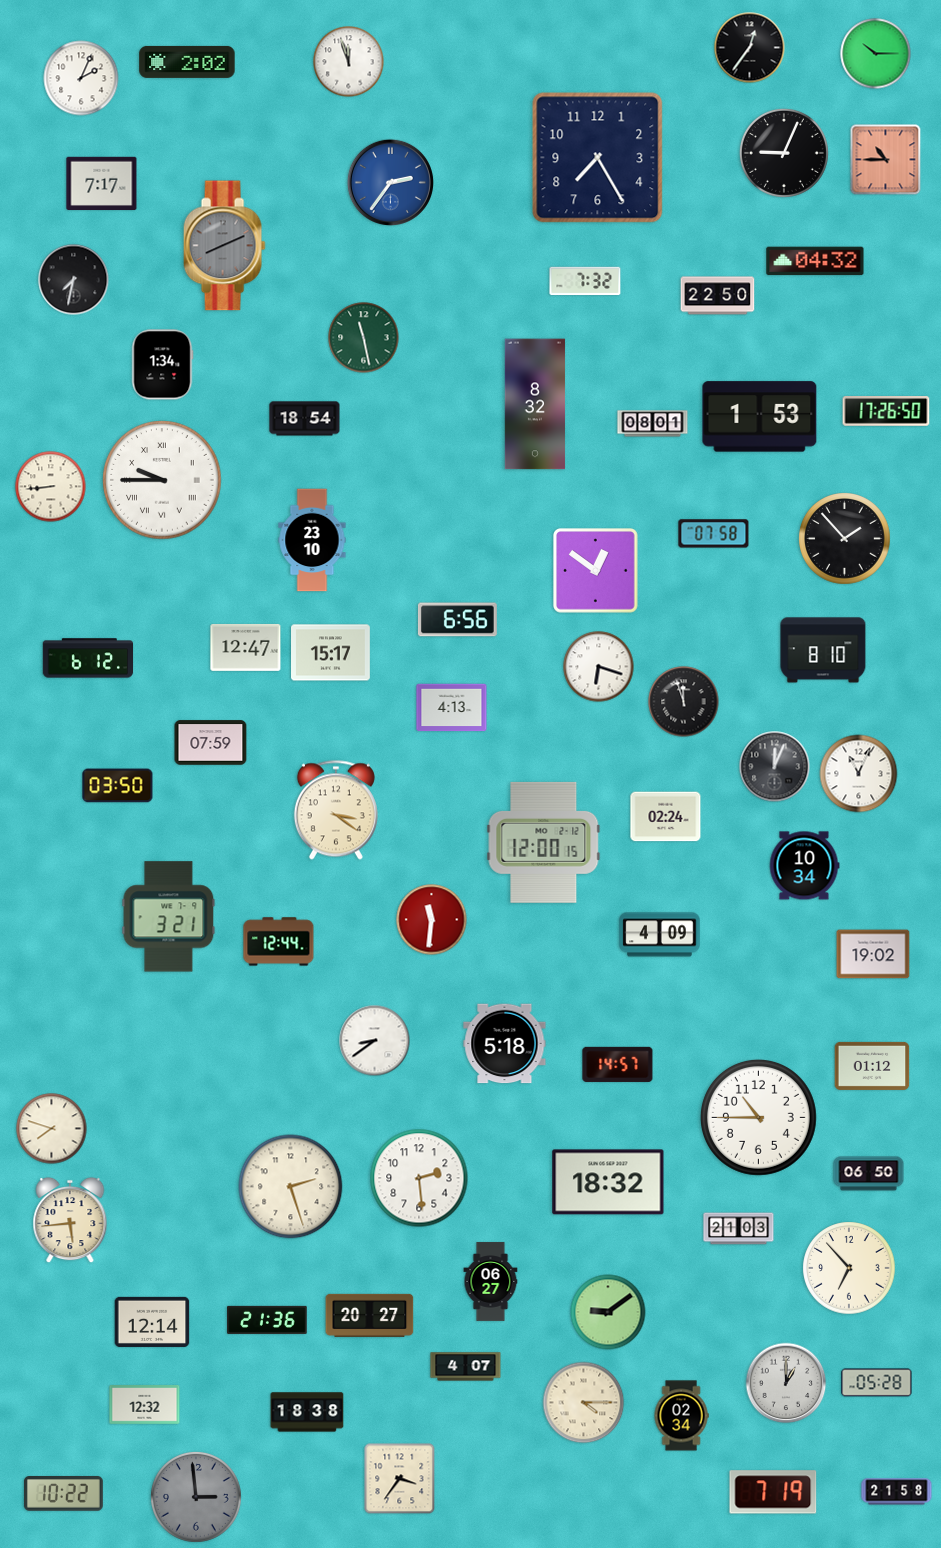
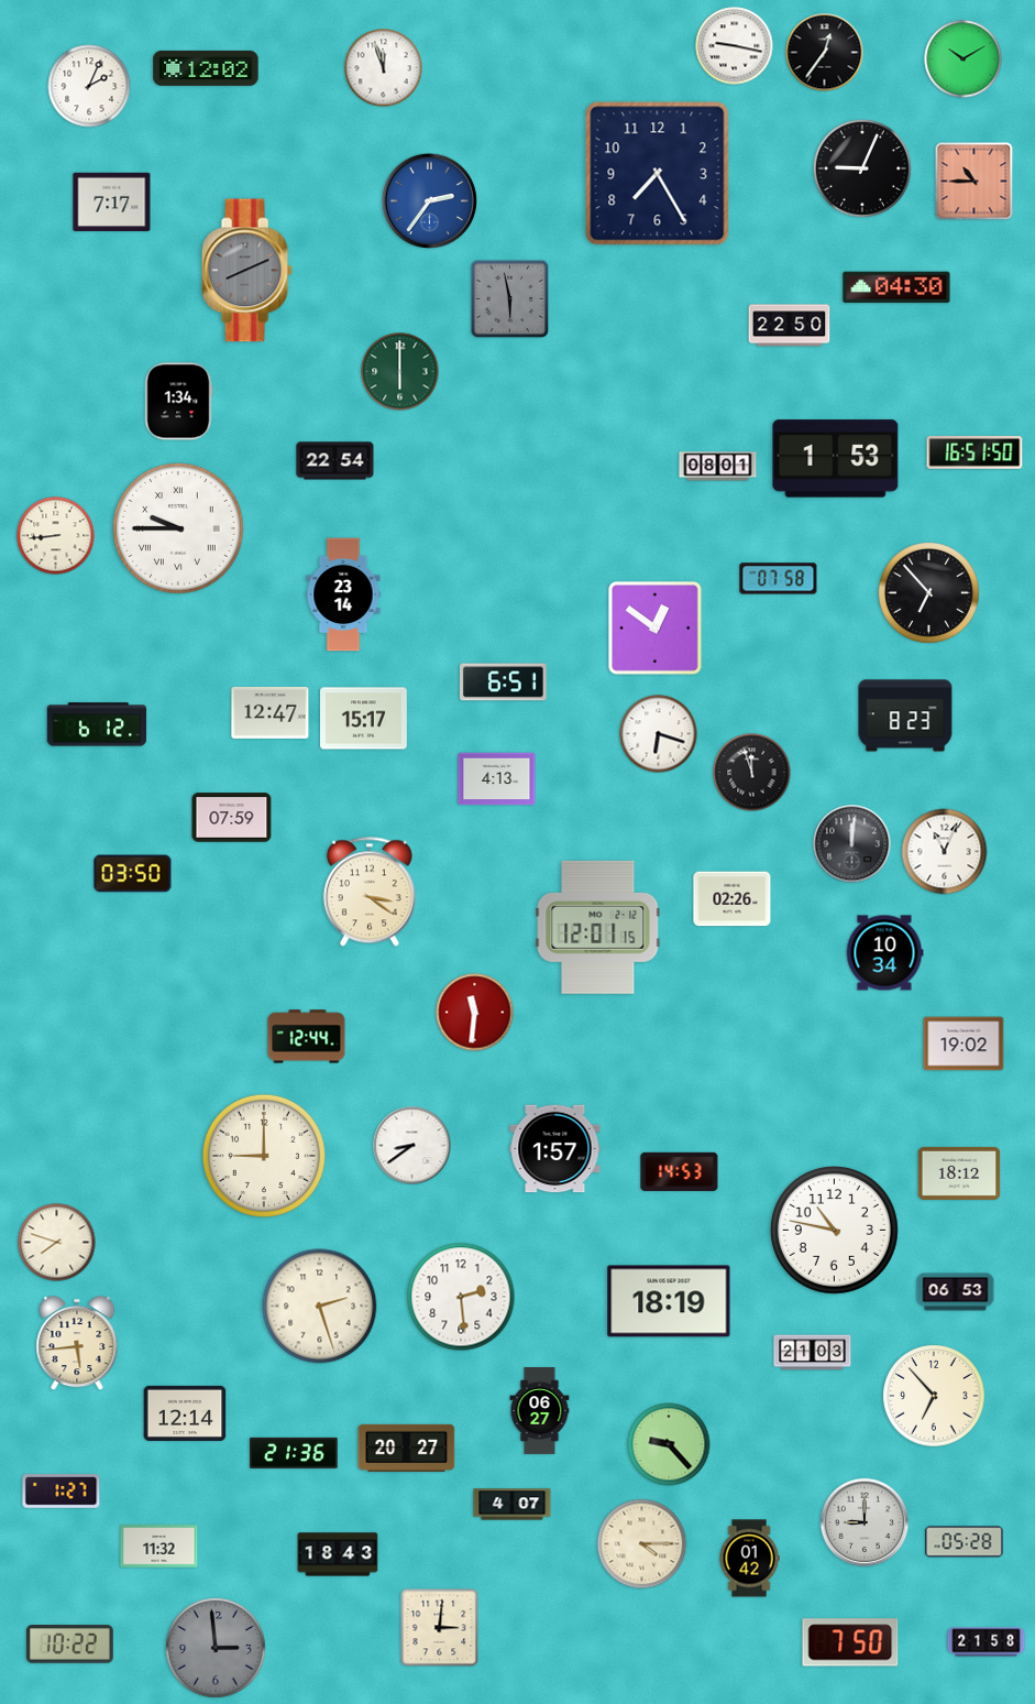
clock at (735, 46): none -> 9:17
clock at (876, 54): 10:15 -> 10:10
clock at (187, 62): 2:02 -> 12:02
clock at (886, 160) position: (886, 160) -> (975, 182)
clock at (815, 261): 04:32 -> 04:30
clock at (510, 299): none -> 5:58
clock at (74, 280): 7:32 -> none
clock at (585, 281): 7:32 -> none
clock at (364, 338): 11:28 -> 6:00
clock at (535, 404): 8:32 -> none
clock at (886, 411): 17:26 -> 16:51
clock at (305, 419): 18:54 -> 22:54
clock at (714, 534) position: (714, 534) -> (779, 579)
clock at (845, 539): 1:53 -> 6:53
clock at (312, 540): 23:10 -> 23:14
clock at (458, 620): 6:56 -> 6:51
clock at (823, 650): 8:10 -> 8:23
clock at (775, 767): 12:04 -> 12:01
clock at (118, 786) position: (118, 786) -> (133, 874)
clock at (666, 817): 02:24 -> 02:26
clock at (544, 842): 12:00 -> 12:01
clock at (169, 917): 3:21 -> none
clock at (660, 935): 4:09 -> none
clock at (873, 954) position: (873, 954) -> (964, 1044)
clock at (505, 1044): 5:18 -> 1:57
clock at (264, 1156): none -> 9:00
clock at (618, 1064): 14:57 -> 14:53
clock at (872, 1066): 01:12 -> 18:12
clock at (758, 1117): 10:45 -> 10:47
clock at (869, 1174): 06:50 -> 06:53
clock at (608, 1182): 18:32 -> 18:19
clock at (608, 1312): 9:09 -> 9:23
clock at (152, 1322) position: (152, 1322) -> (185, 1413)
clock at (62, 1492): none -> 1:27
clock at (786, 1383): 1:00 -> 9:00
clock at (877, 1383) position: (877, 1383) -> (965, 1542)
clock at (145, 1405): 12:32 -> 11:32
clock at (307, 1412): 18:38 -> 18:43
clock at (681, 1416): 02:34 -> 01:42
clock at (400, 1479): 3:36 -> 3:01
clock at (773, 1492): 7:19 -> 7:50
